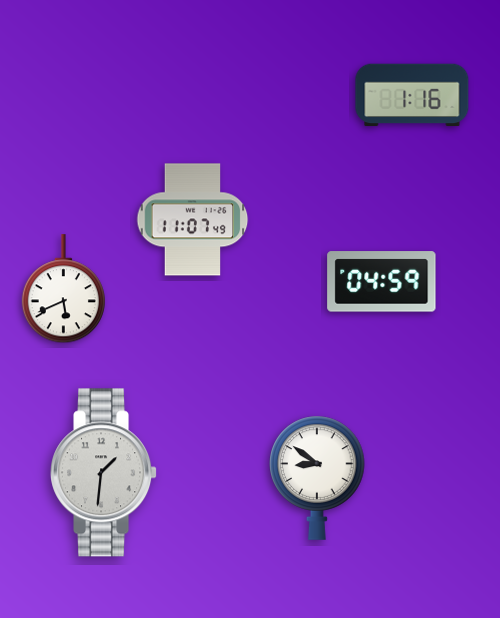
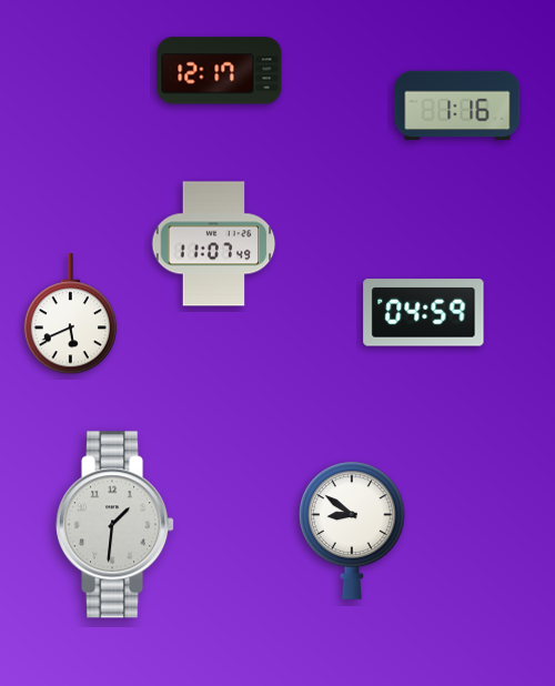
clock at (220, 71): none -> 12:17
clock at (63, 289) position: (63, 289) -> (70, 314)
